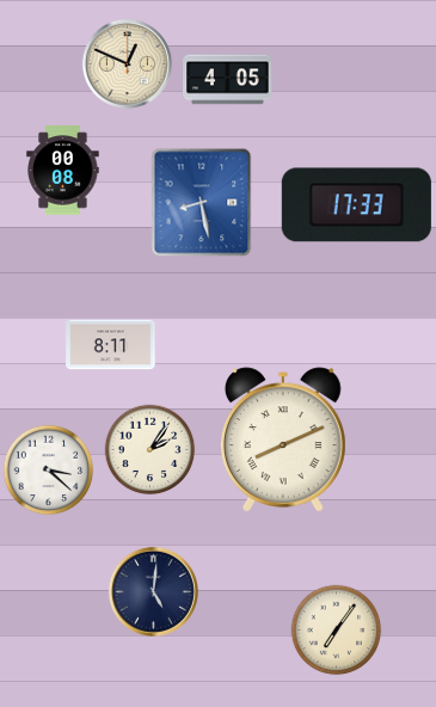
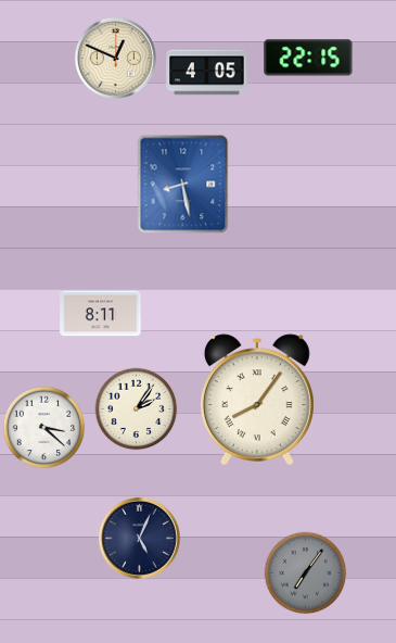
clock at (308, 58): none -> 22:15
clock at (63, 171): 00:08 -> none
clock at (356, 205): 17:33 -> none
clock at (283, 439): 8:11 -> 8:06
clock at (153, 591): 5:01 -> 5:04
clock at (337, 631) dial: cream -> grey
